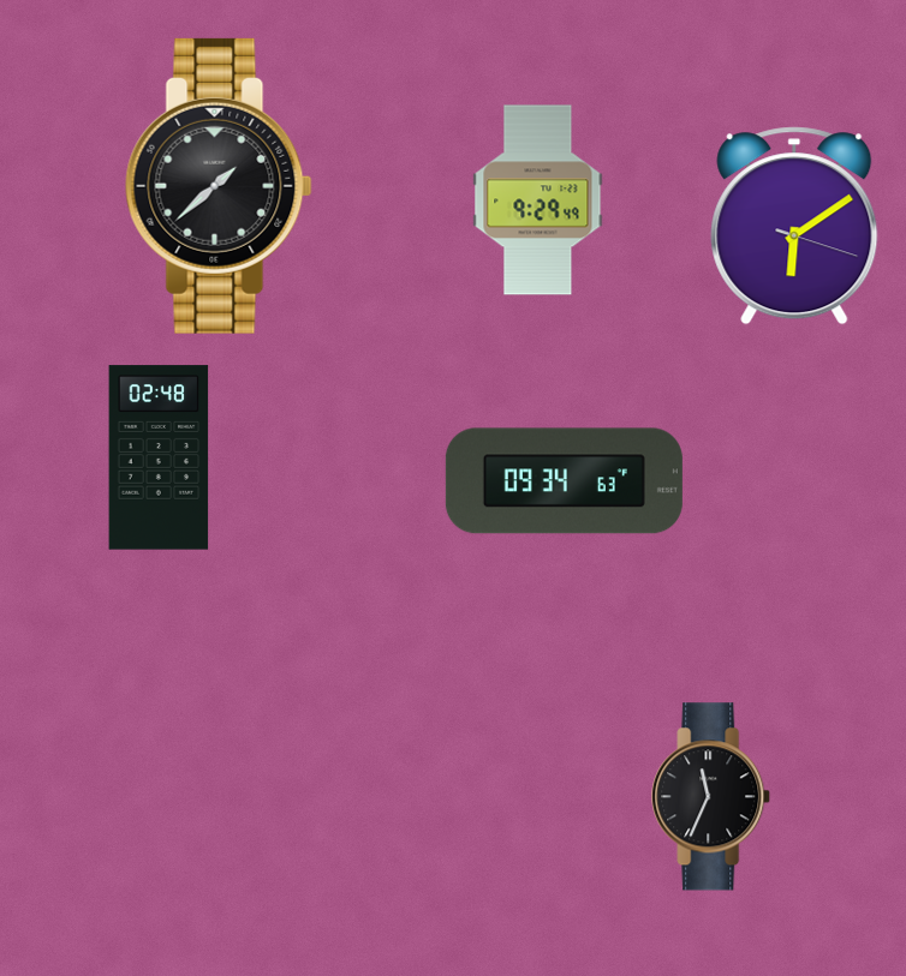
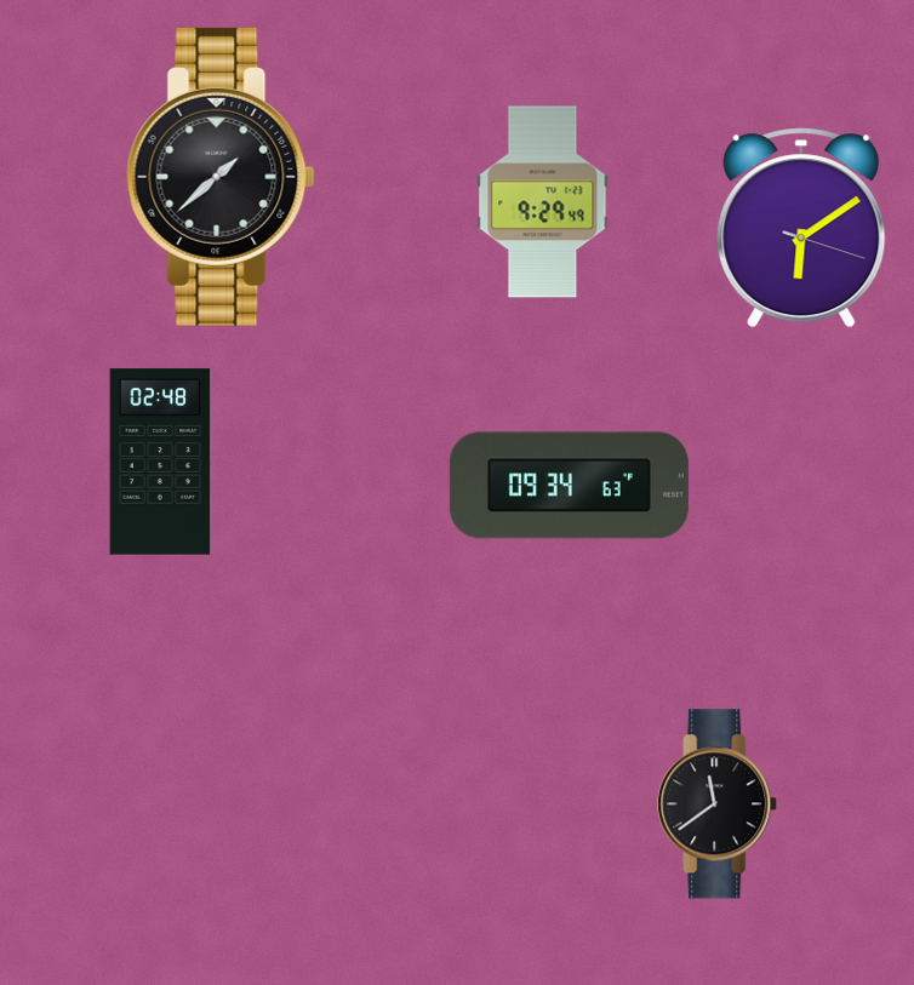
clock at (219, 186) position: (219, 186) -> (221, 177)
clock at (711, 797): 11:34 -> 11:39
